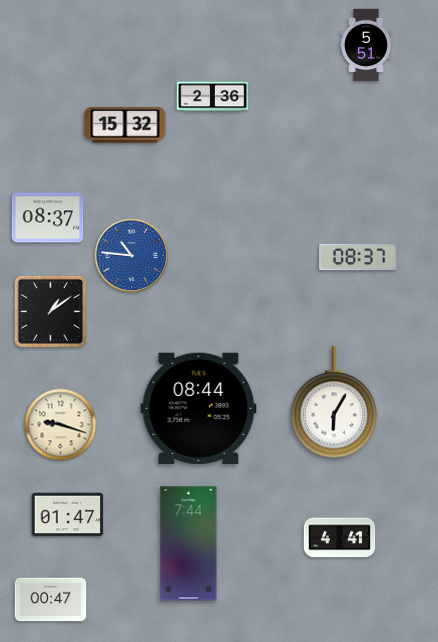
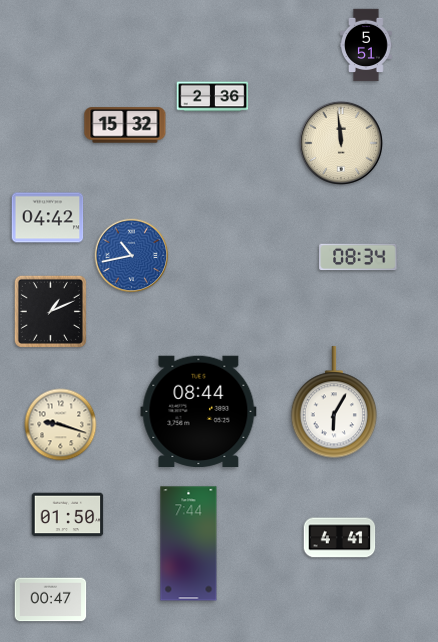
clock at (341, 143): none -> 11:59
clock at (48, 218): 08:37 -> 04:42
clock at (132, 256): 10:46 -> 10:43
clock at (358, 257): 08:37 -> 08:34
clock at (50, 311): 1:09 -> 1:11
clock at (199, 408) position: (199, 408) -> (199, 411)
clock at (68, 515): 01:47 -> 01:50
